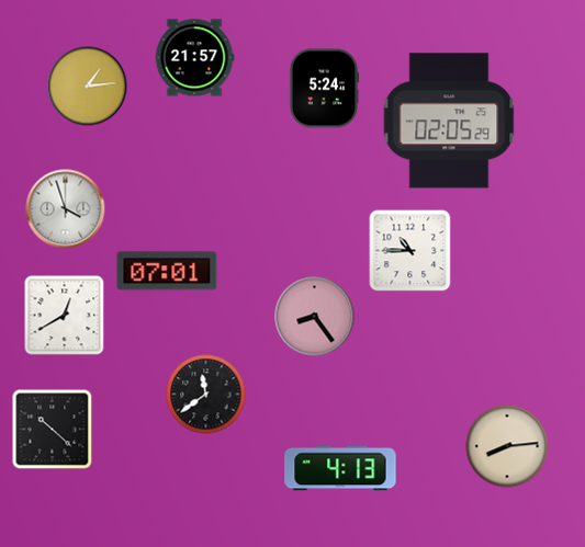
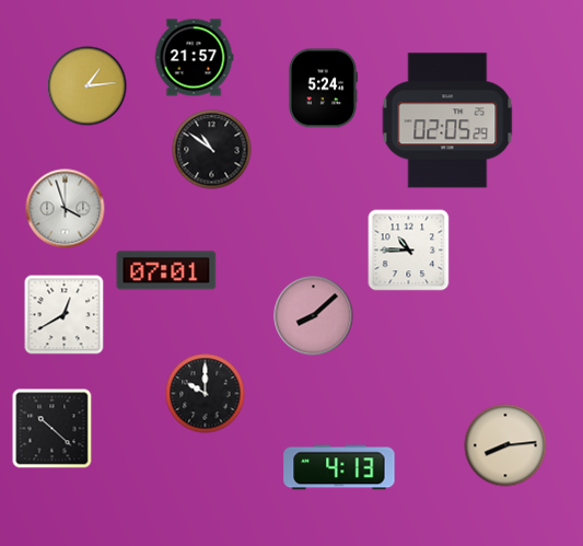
clock at (212, 150): none -> 10:51
clock at (315, 317): 8:24 -> 8:08
clock at (206, 395): 11:39 -> 10:00
